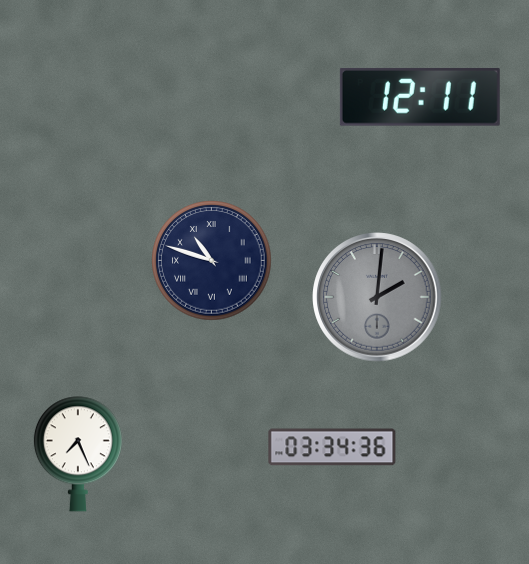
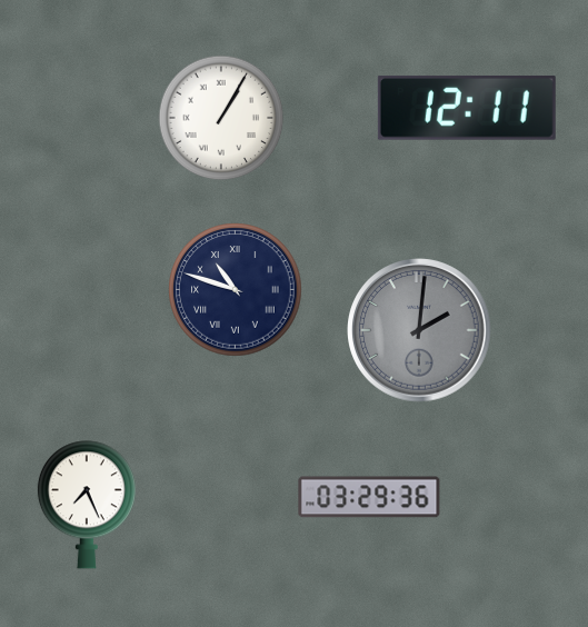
clock at (221, 118): none -> 1:05
clock at (332, 447): 03:34 -> 03:29
